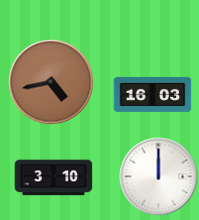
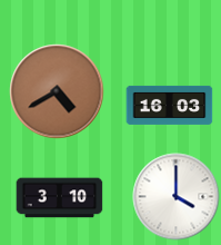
clock at (51, 82): 4:43 -> 4:40
clock at (158, 176): 12:00 -> 4:00
